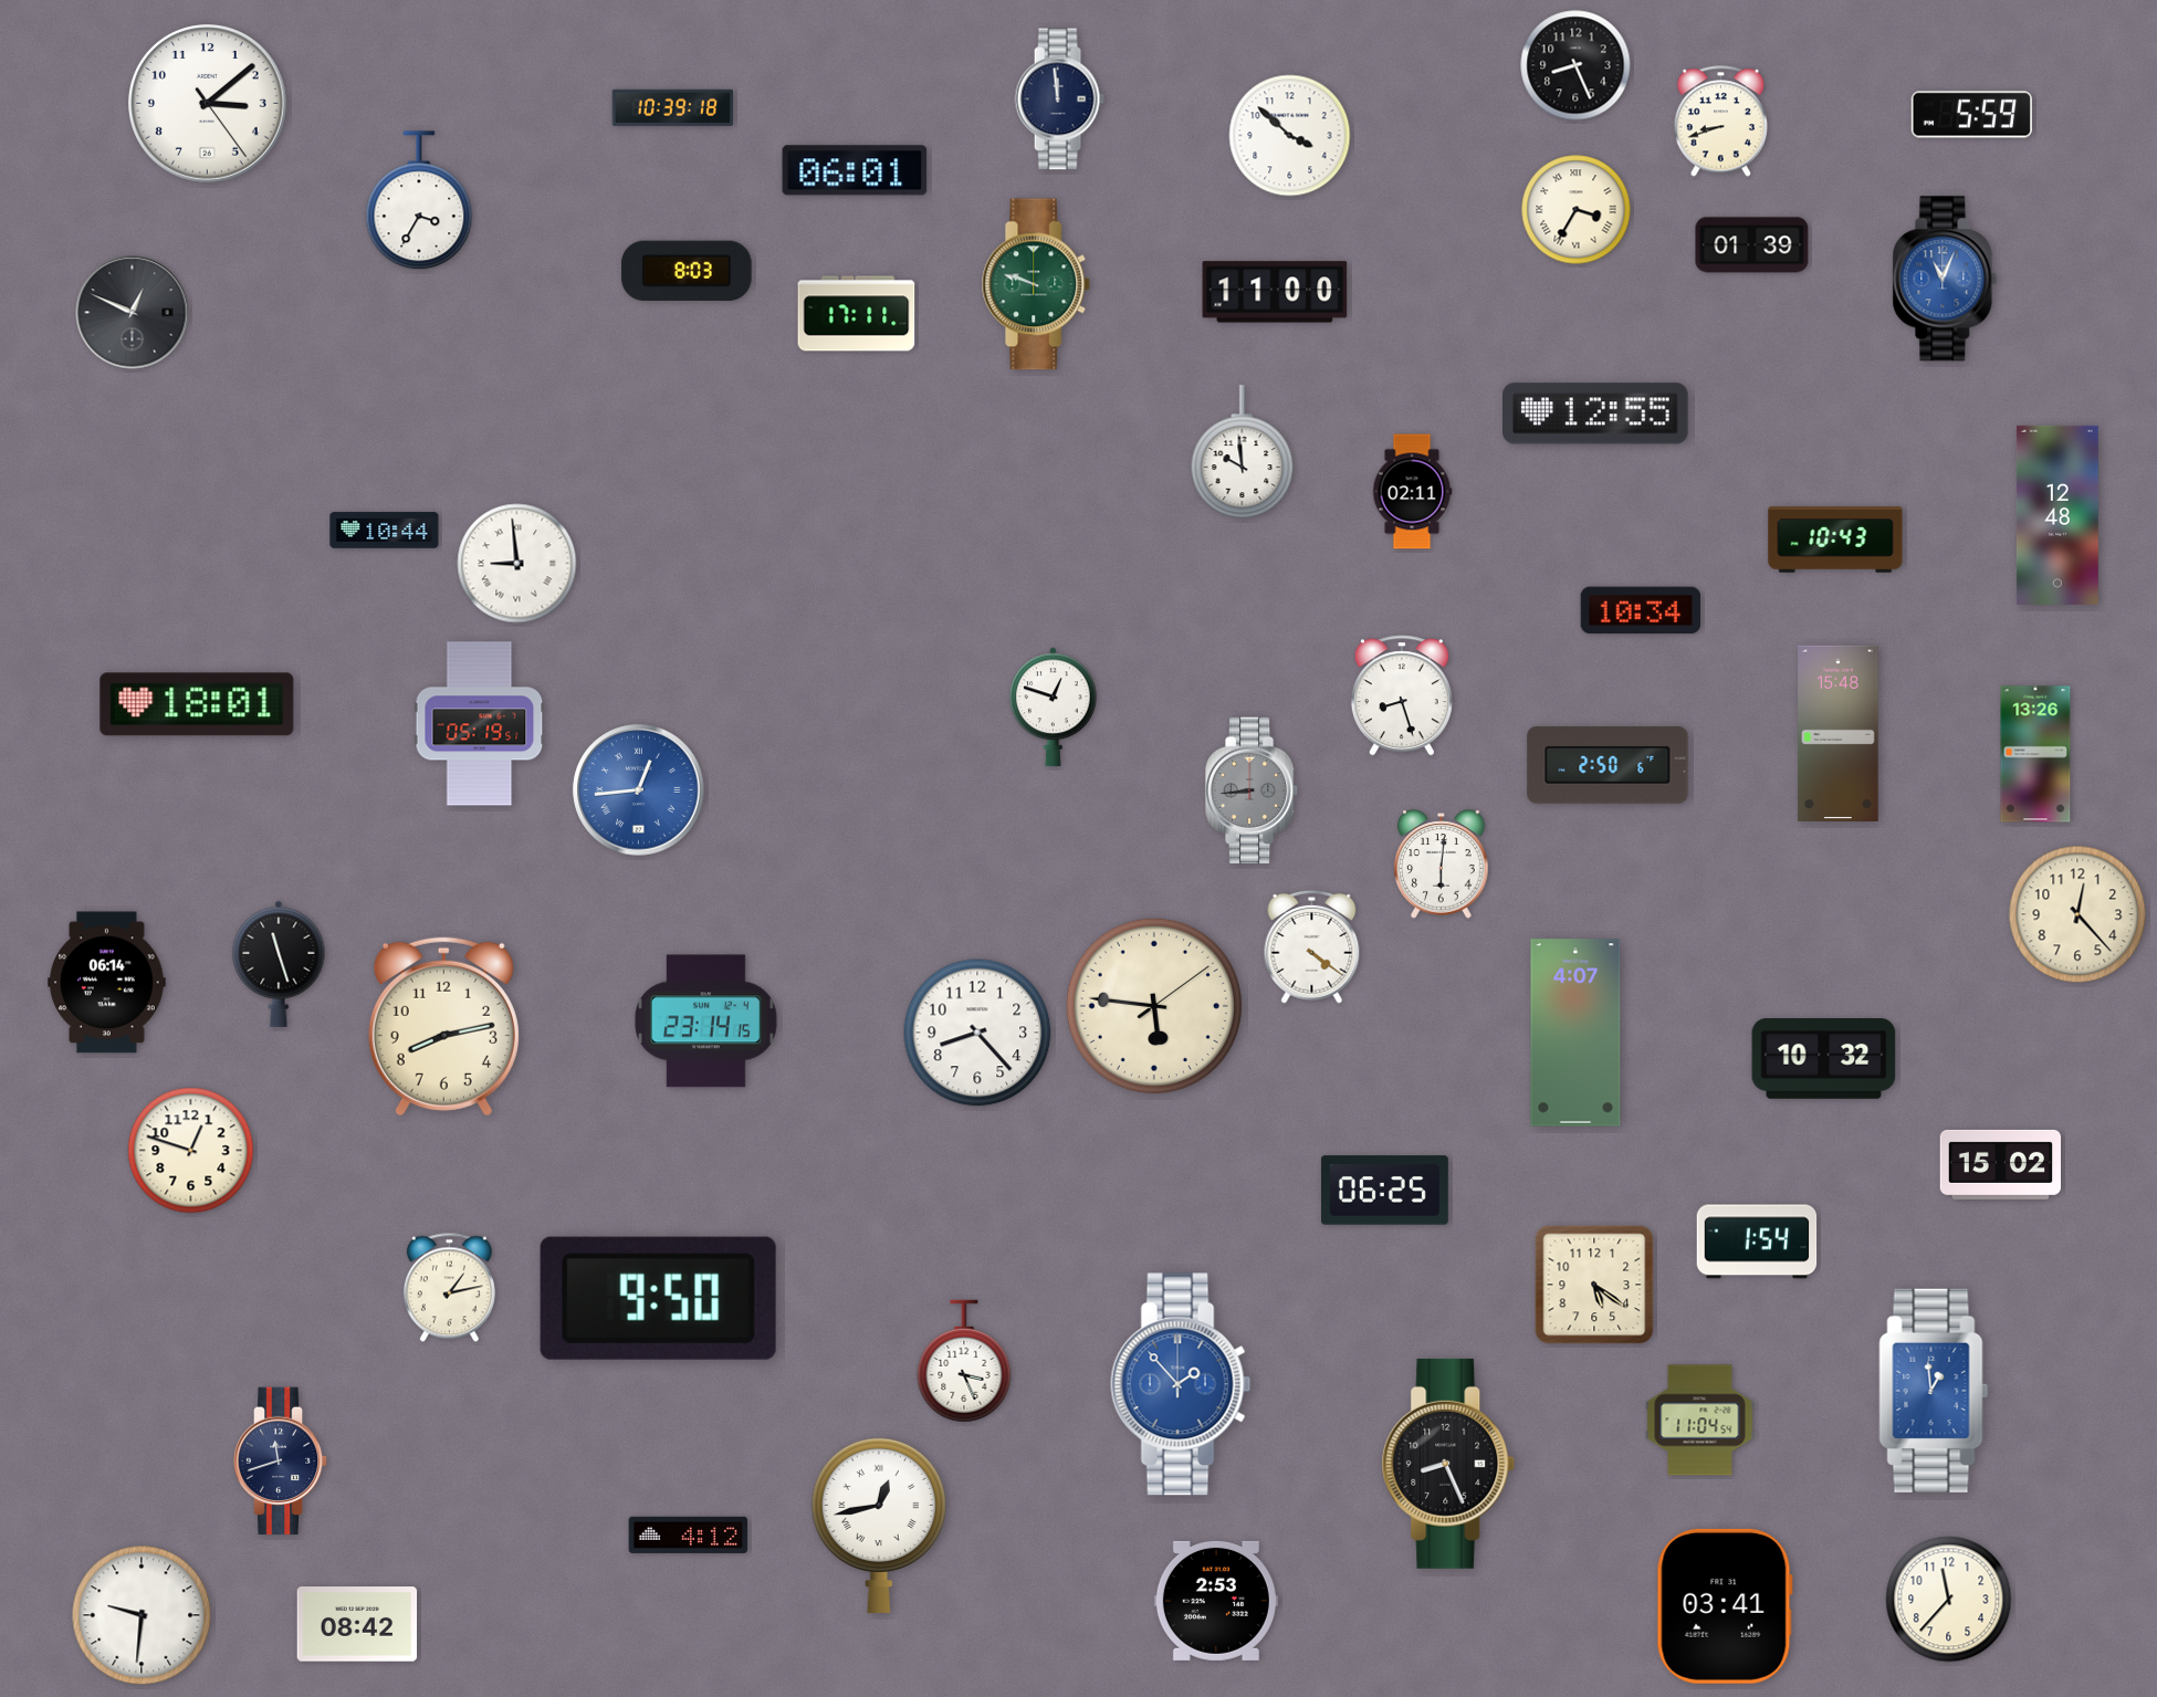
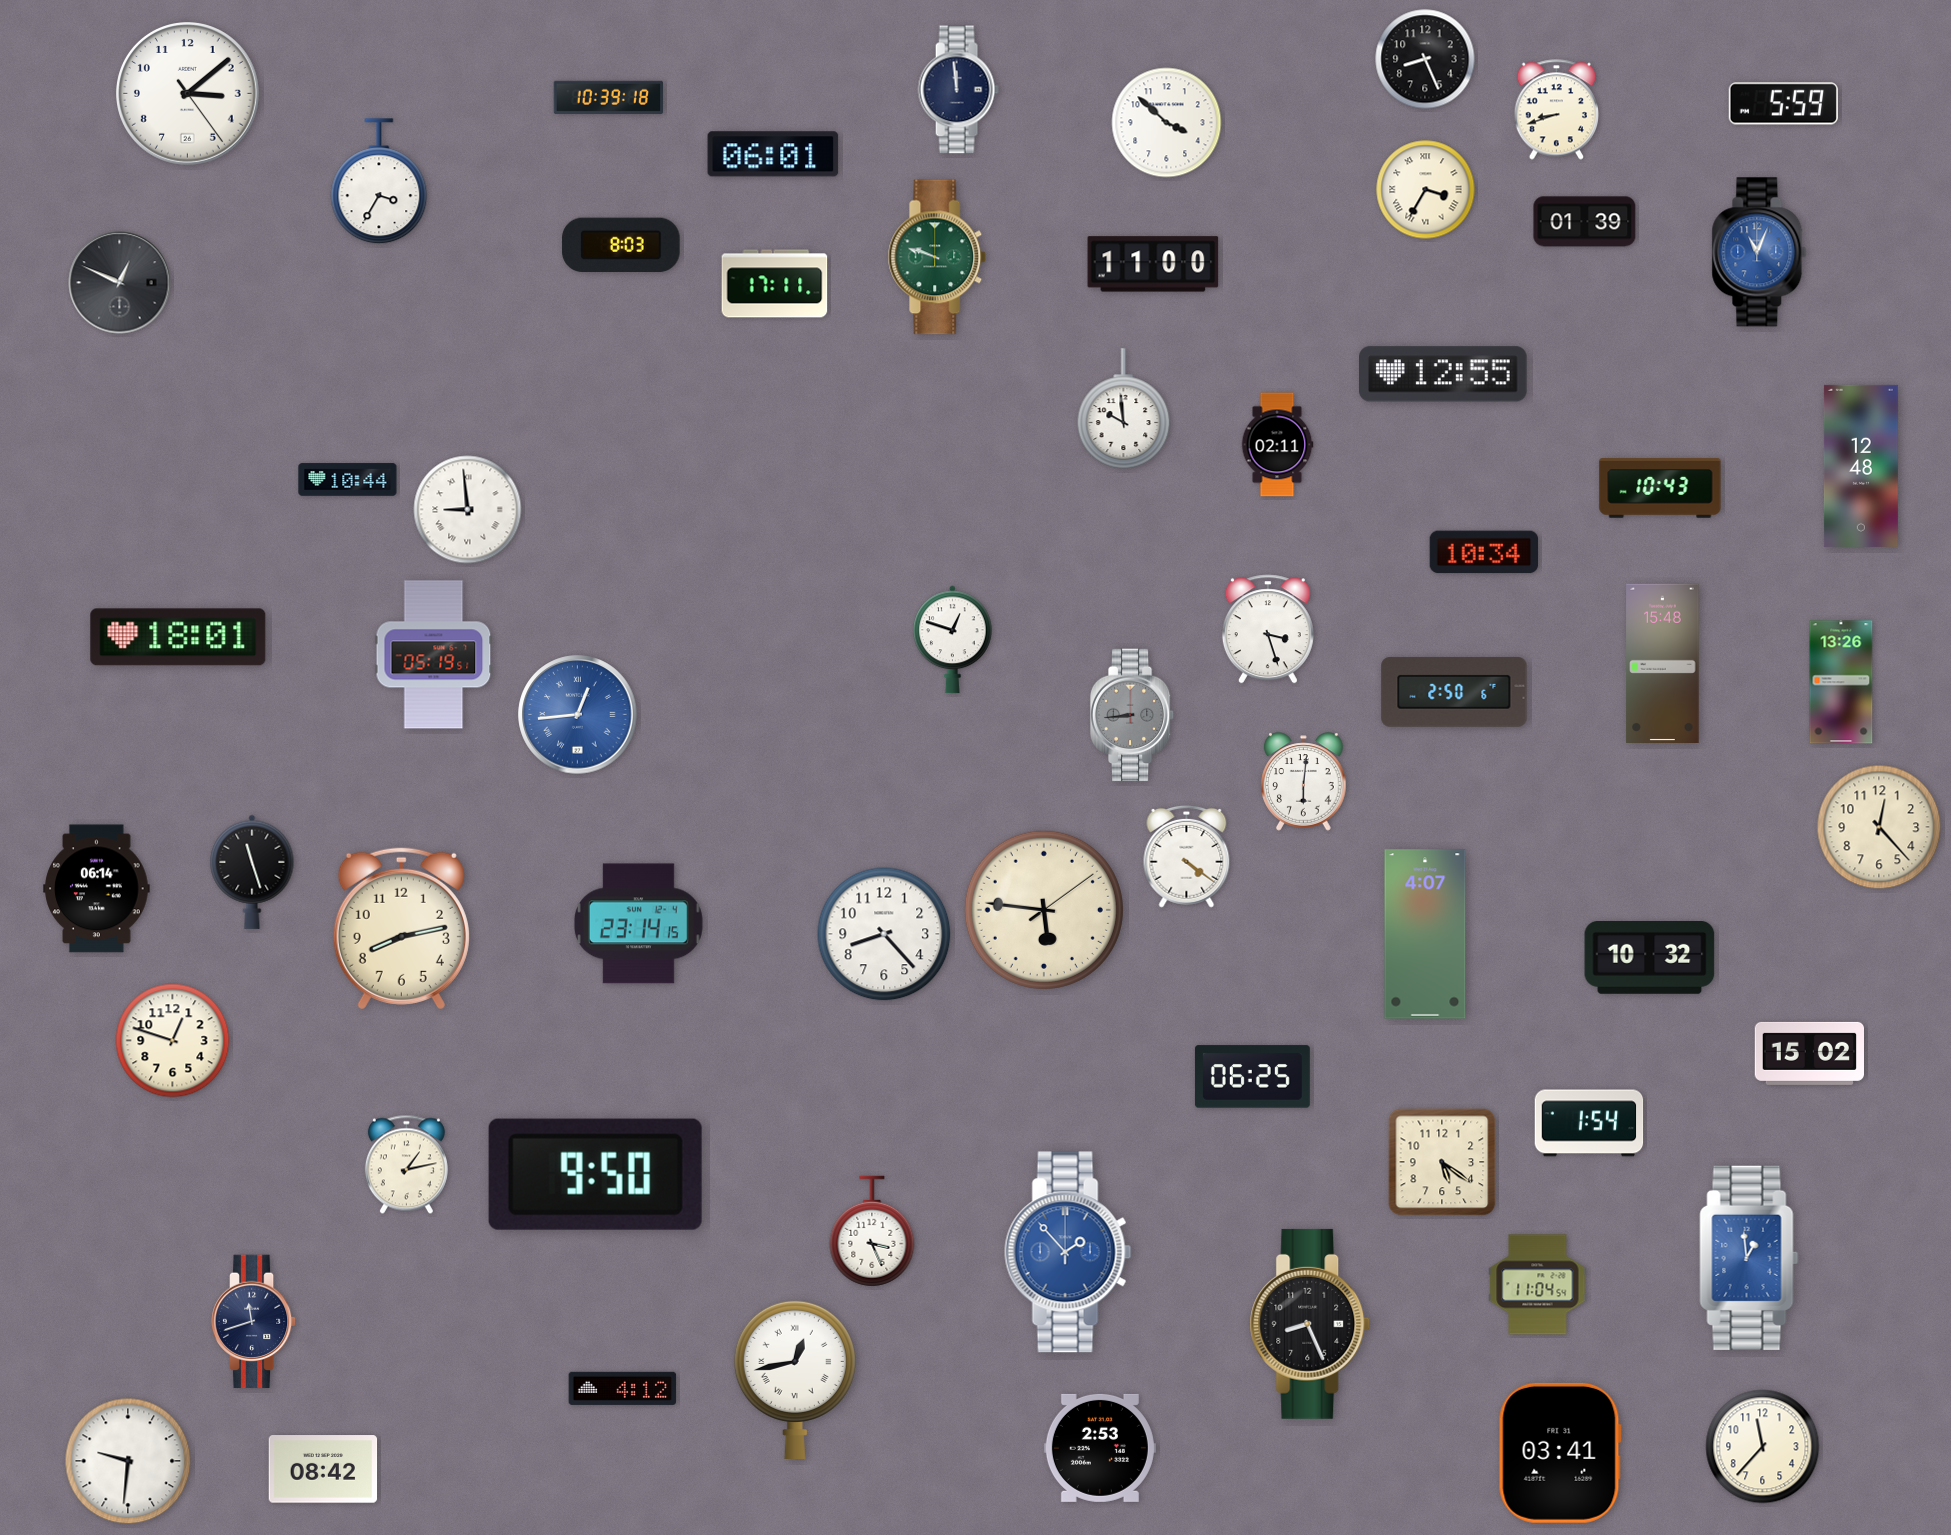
clock at (1402, 695): 8:27 -> 3:27
